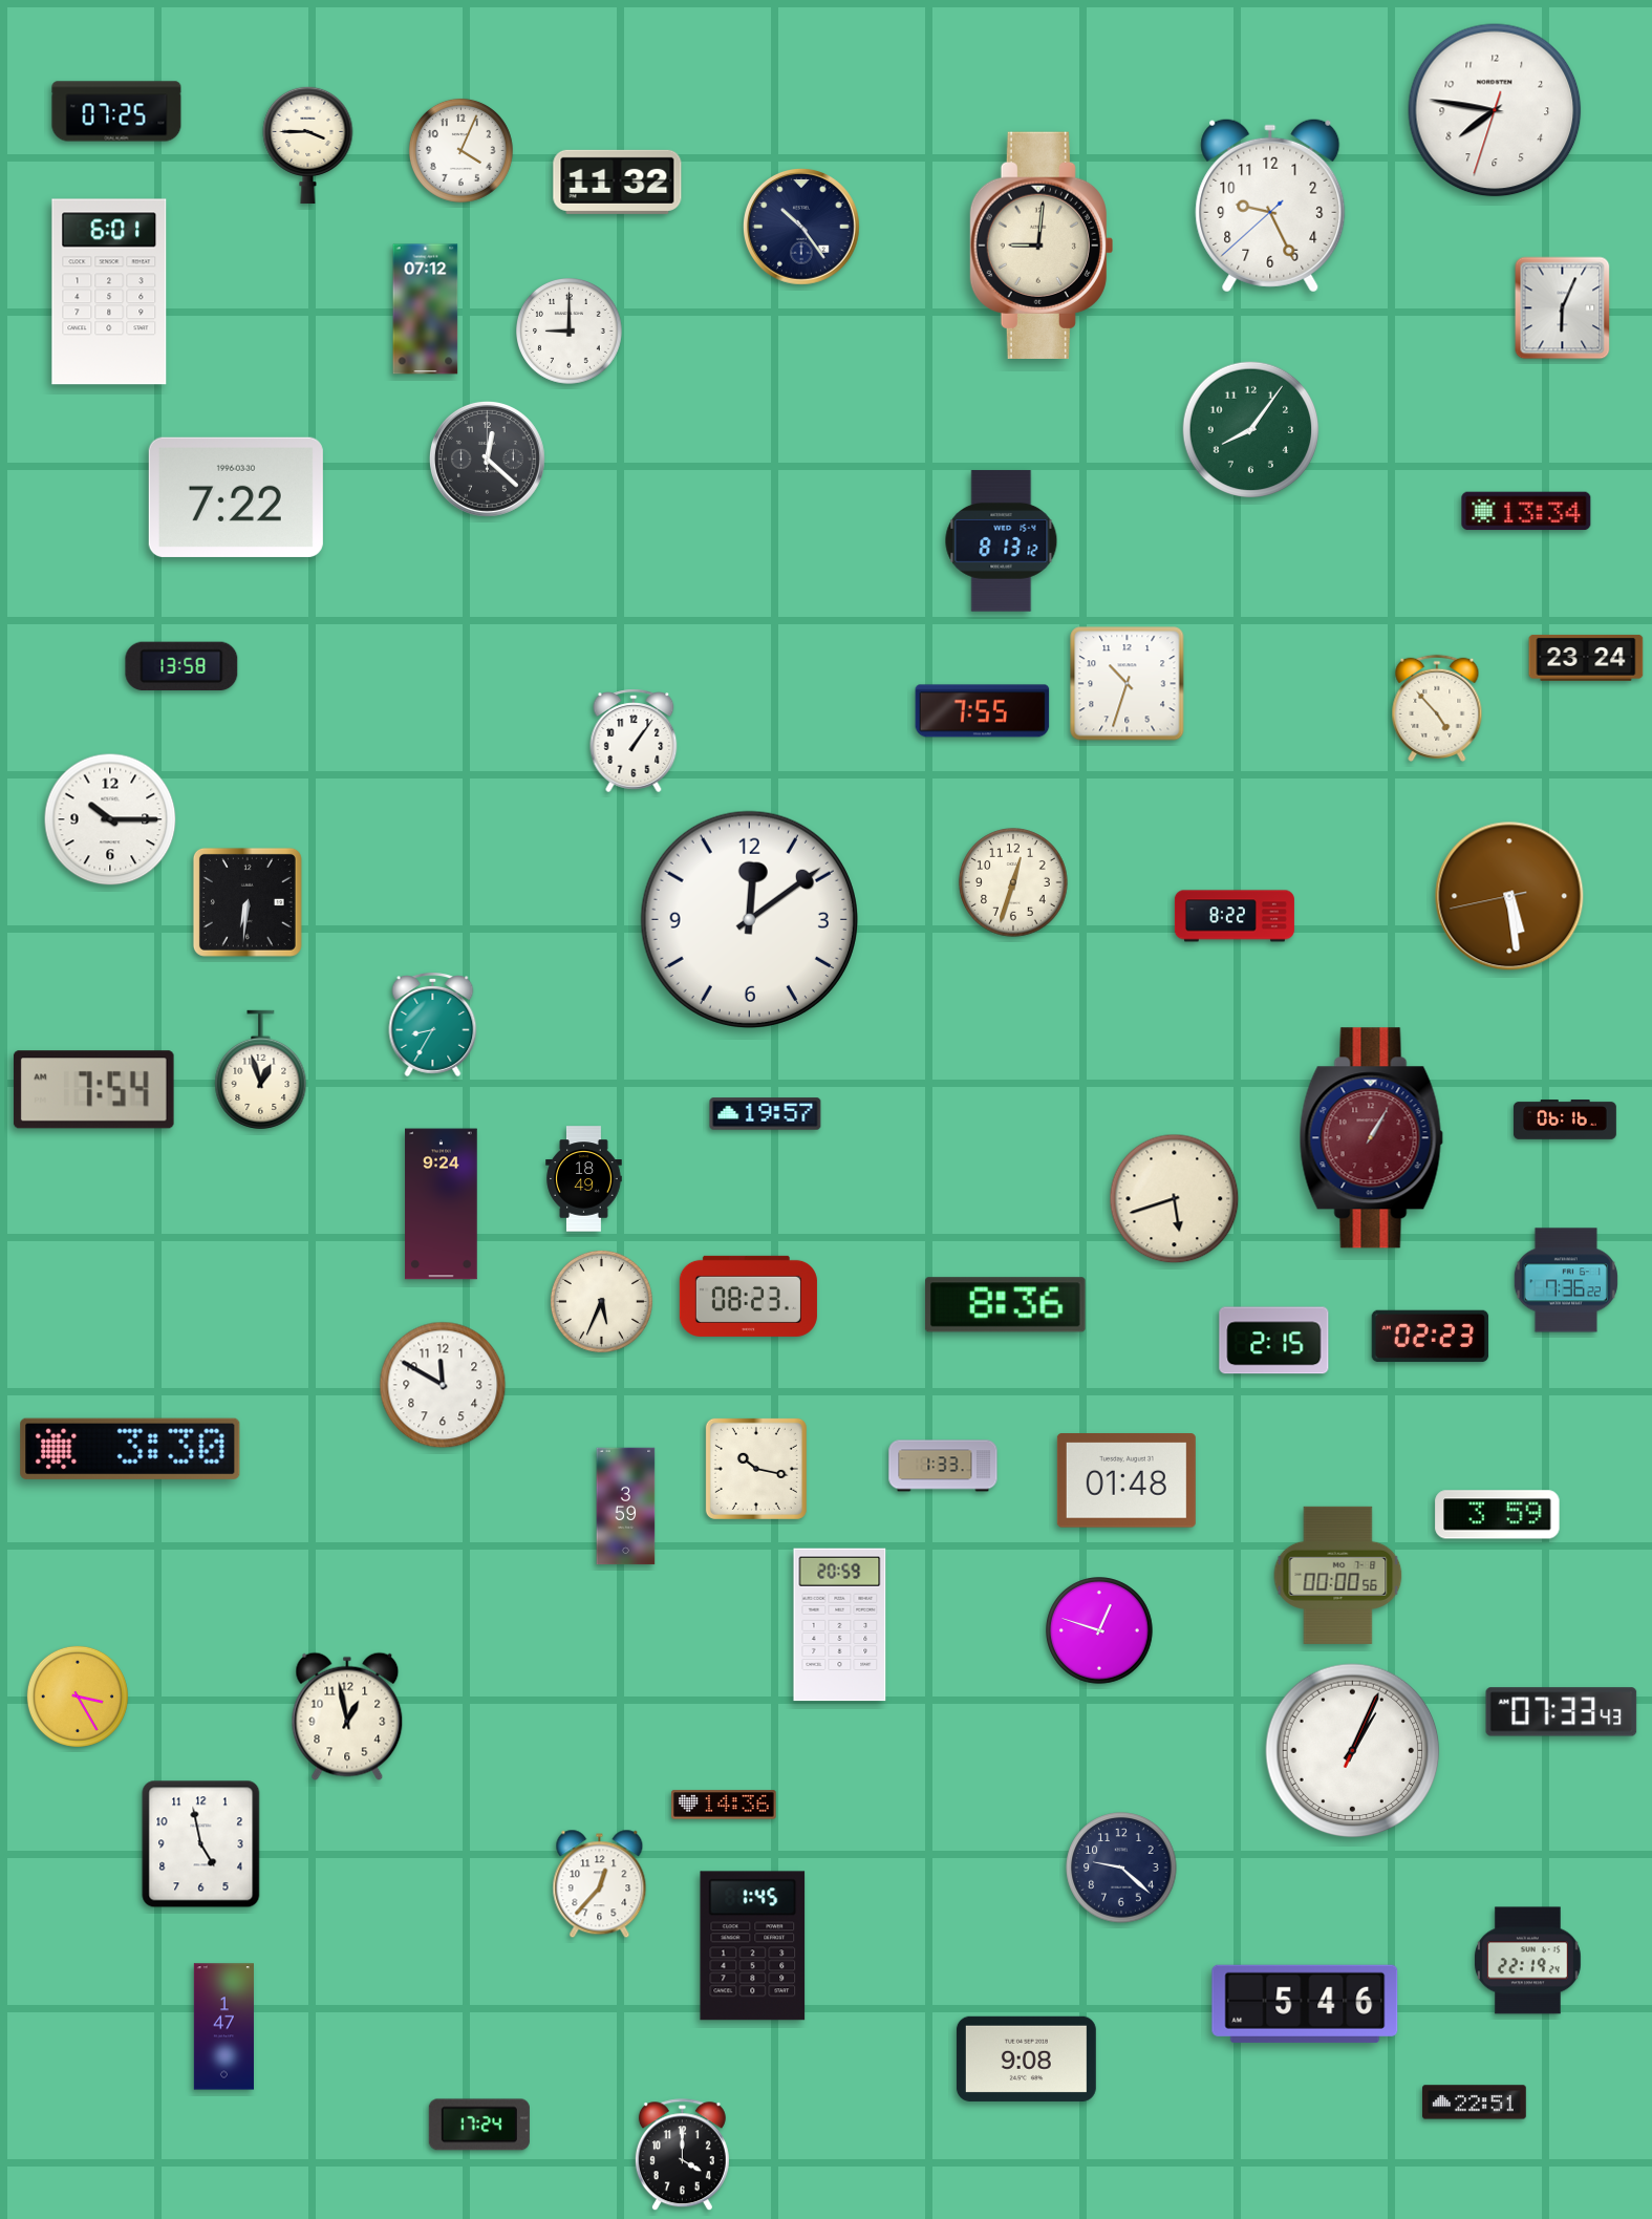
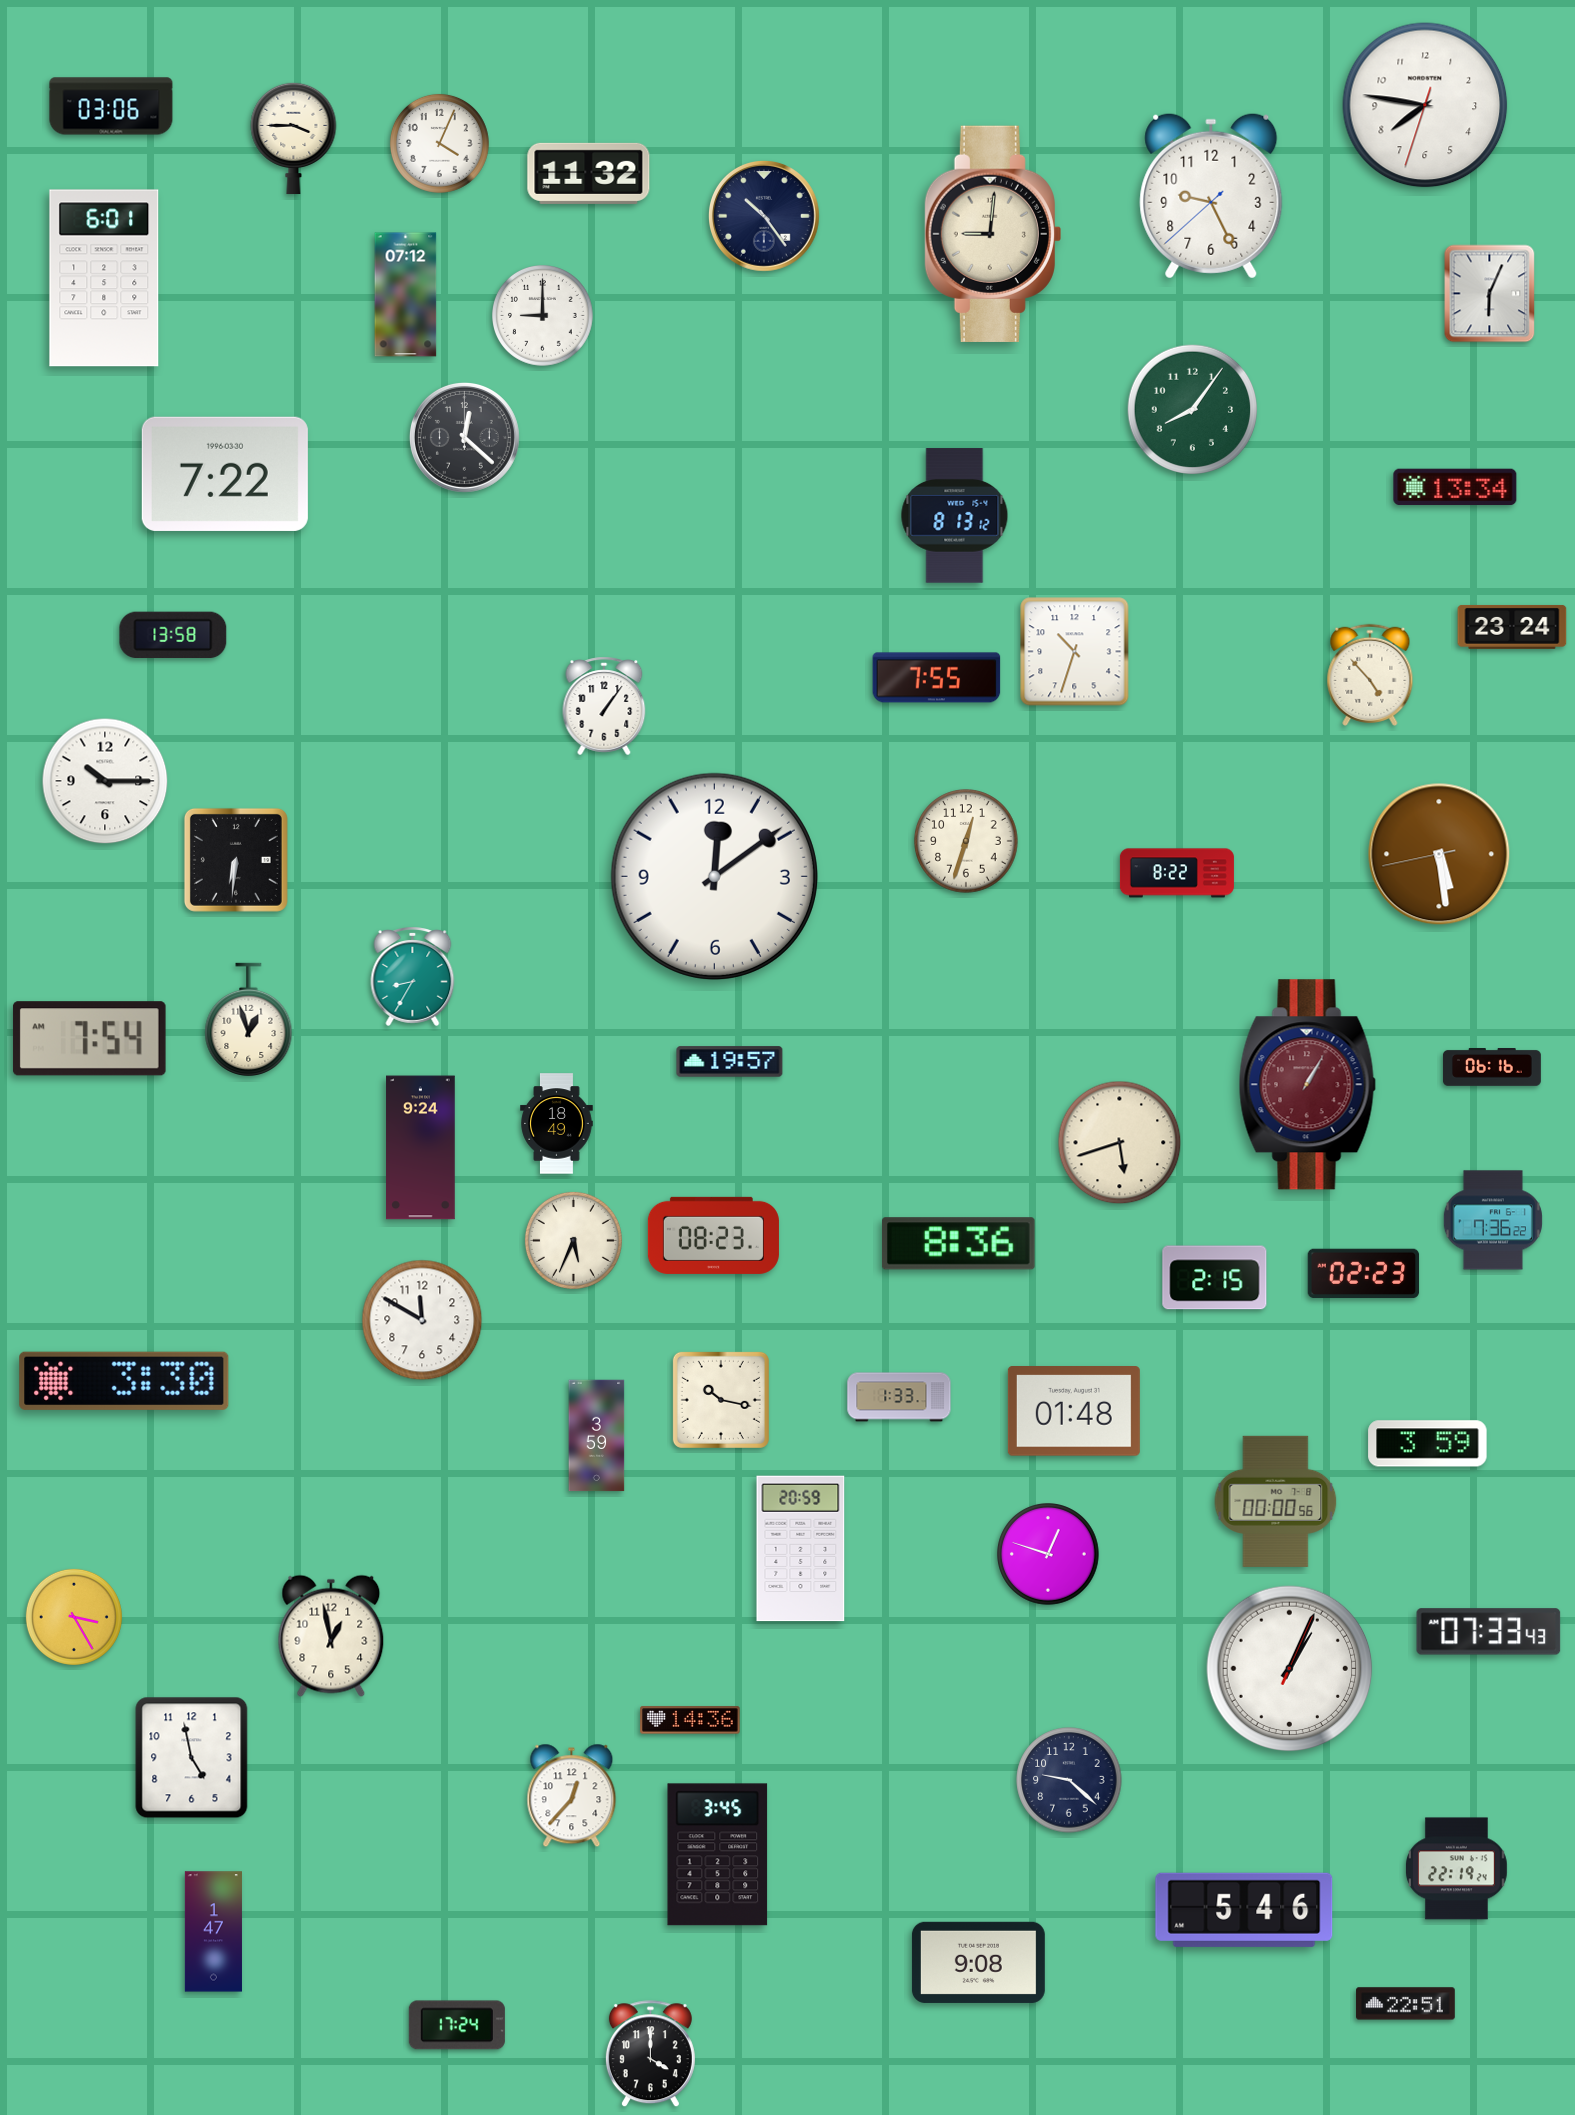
clock at (116, 111): 07:25 -> 03:06
clock at (753, 1946): 1:45 -> 3:45
